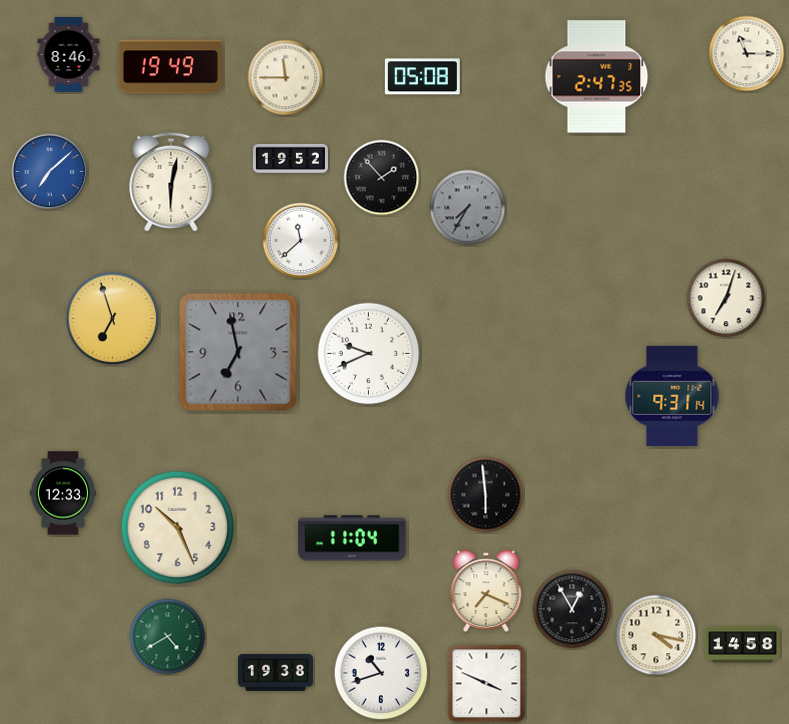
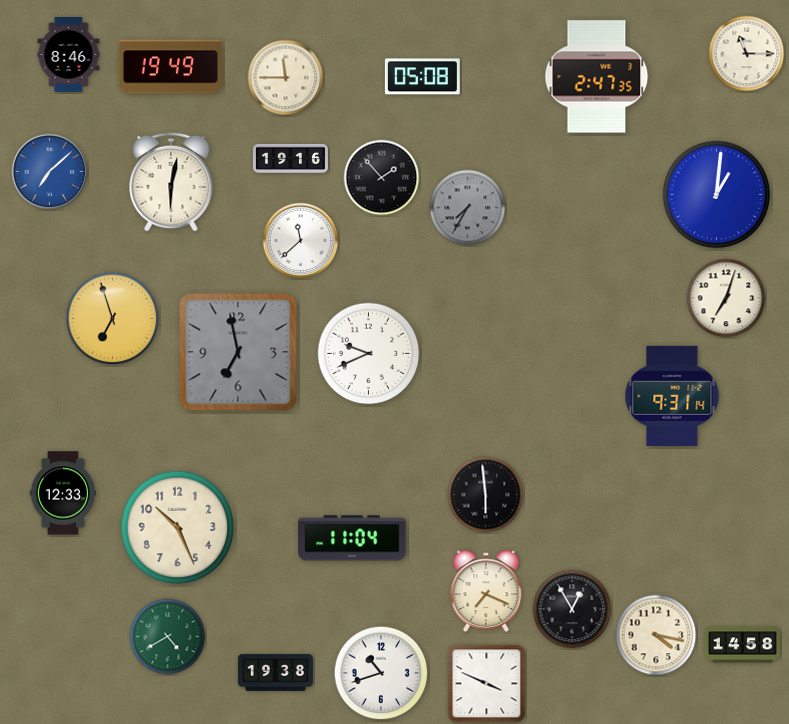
clock at (290, 158): 19:52 -> 19:16
clock at (717, 195): none -> 1:01
